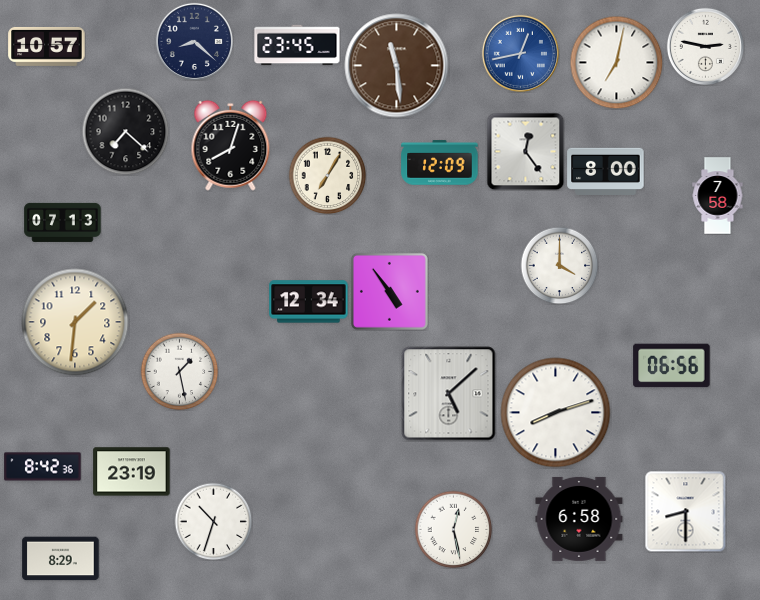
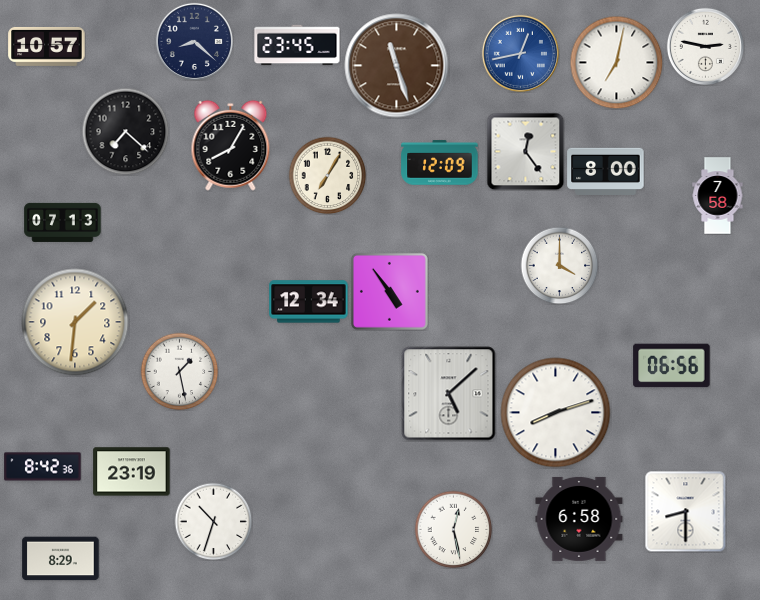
clock at (397, 66): 11:29 -> 11:27
clock at (231, 145): 8:03 -> 8:05
